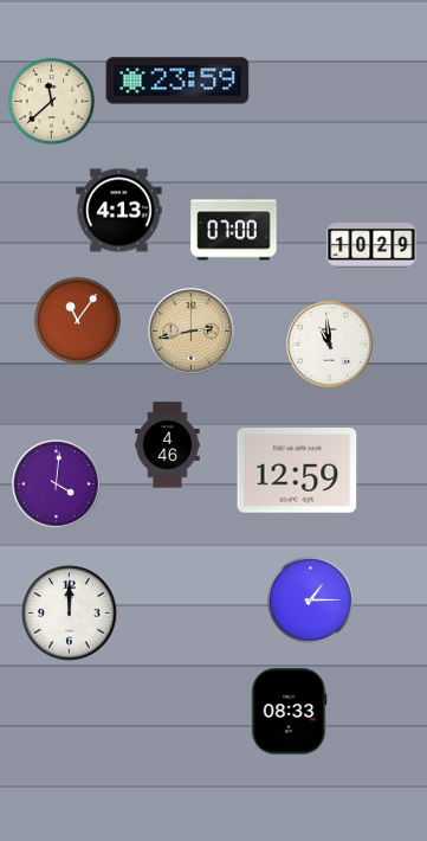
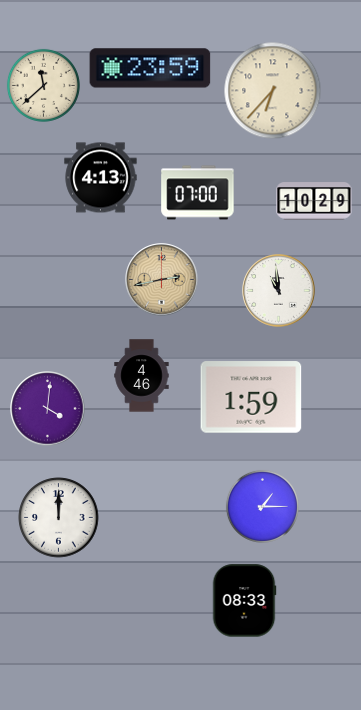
clock at (273, 91): none -> 6:37
clock at (371, 245) position: (371, 245) -> (314, 201)
clock at (77, 320): 11:06 -> none
clock at (297, 470): 12:59 -> 1:59
